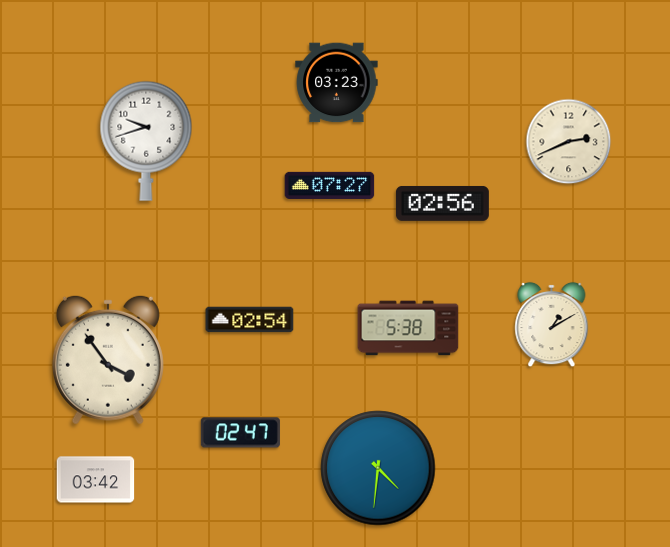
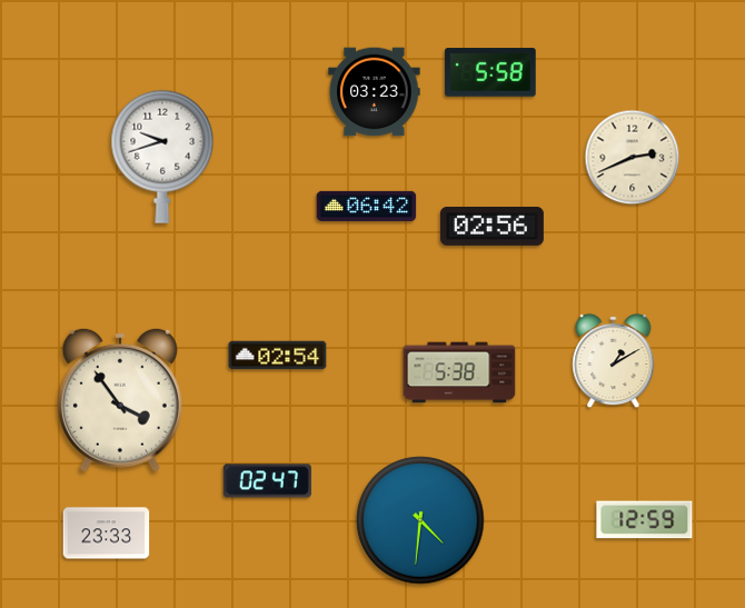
clock at (490, 72): none -> 5:58
clock at (330, 185): 07:27 -> 06:42
clock at (408, 328) position: (408, 328) -> (459, 372)
clock at (645, 520): none -> 12:59
clock at (96, 480): 03:42 -> 23:33
